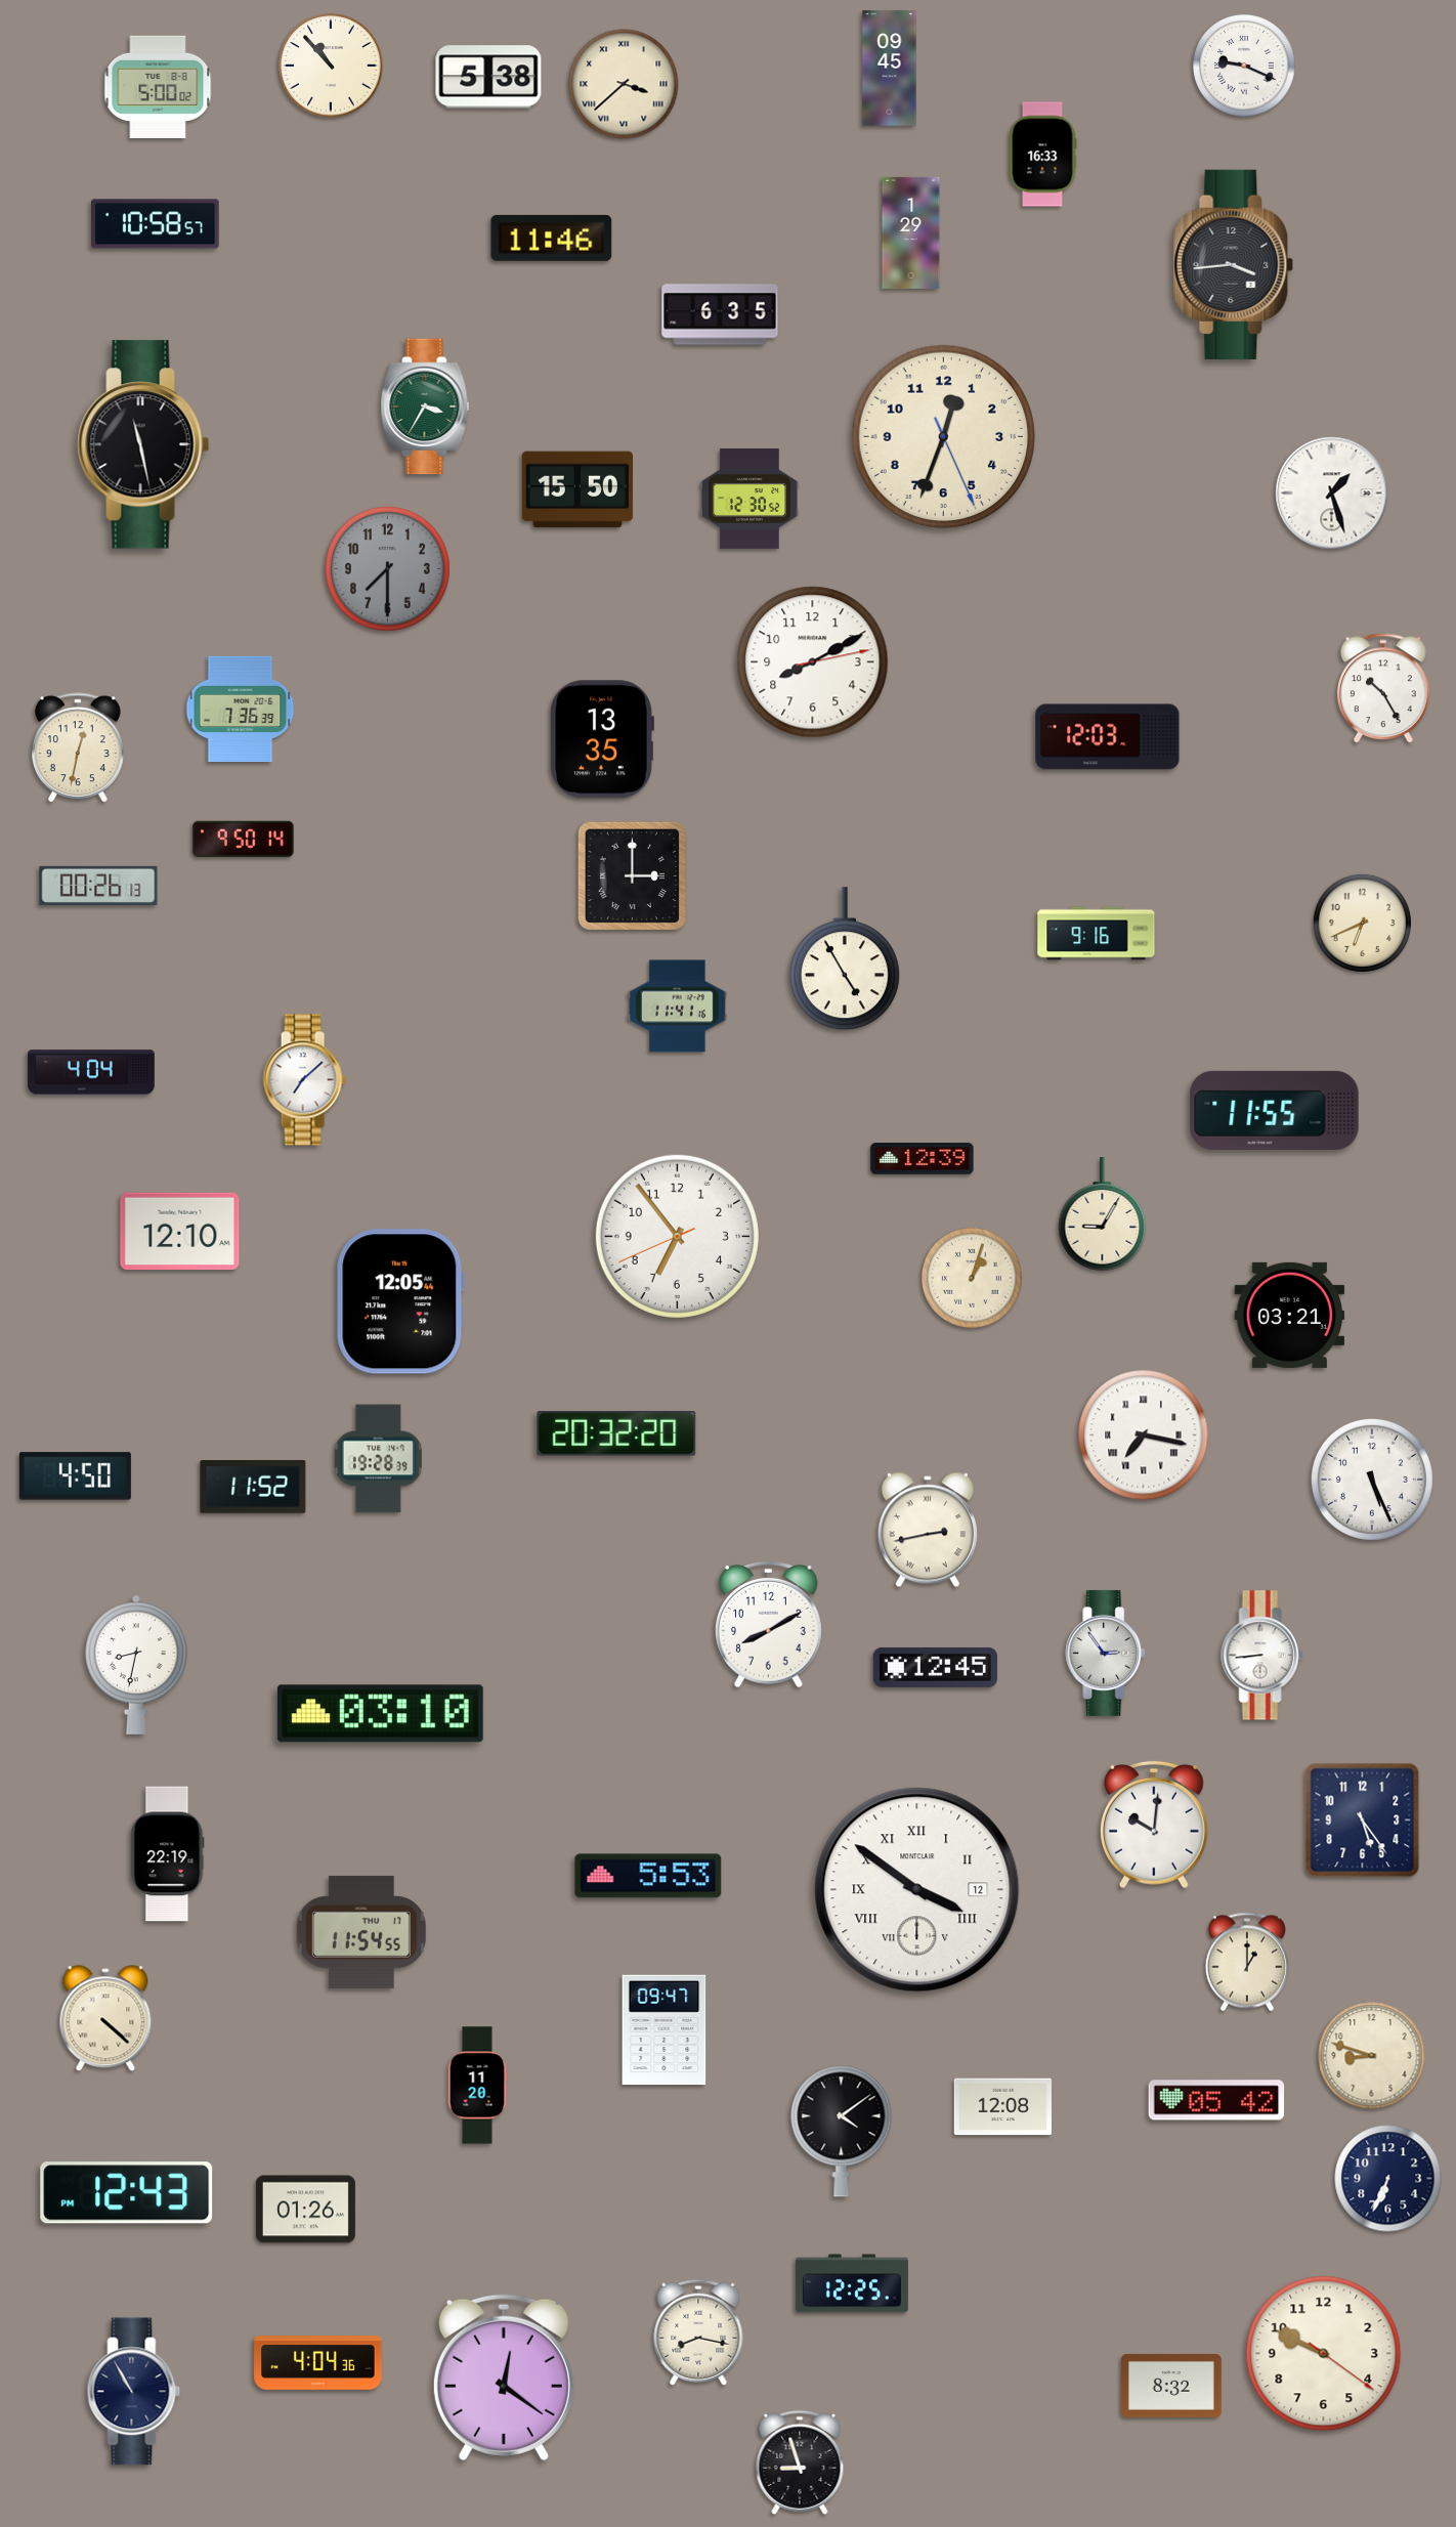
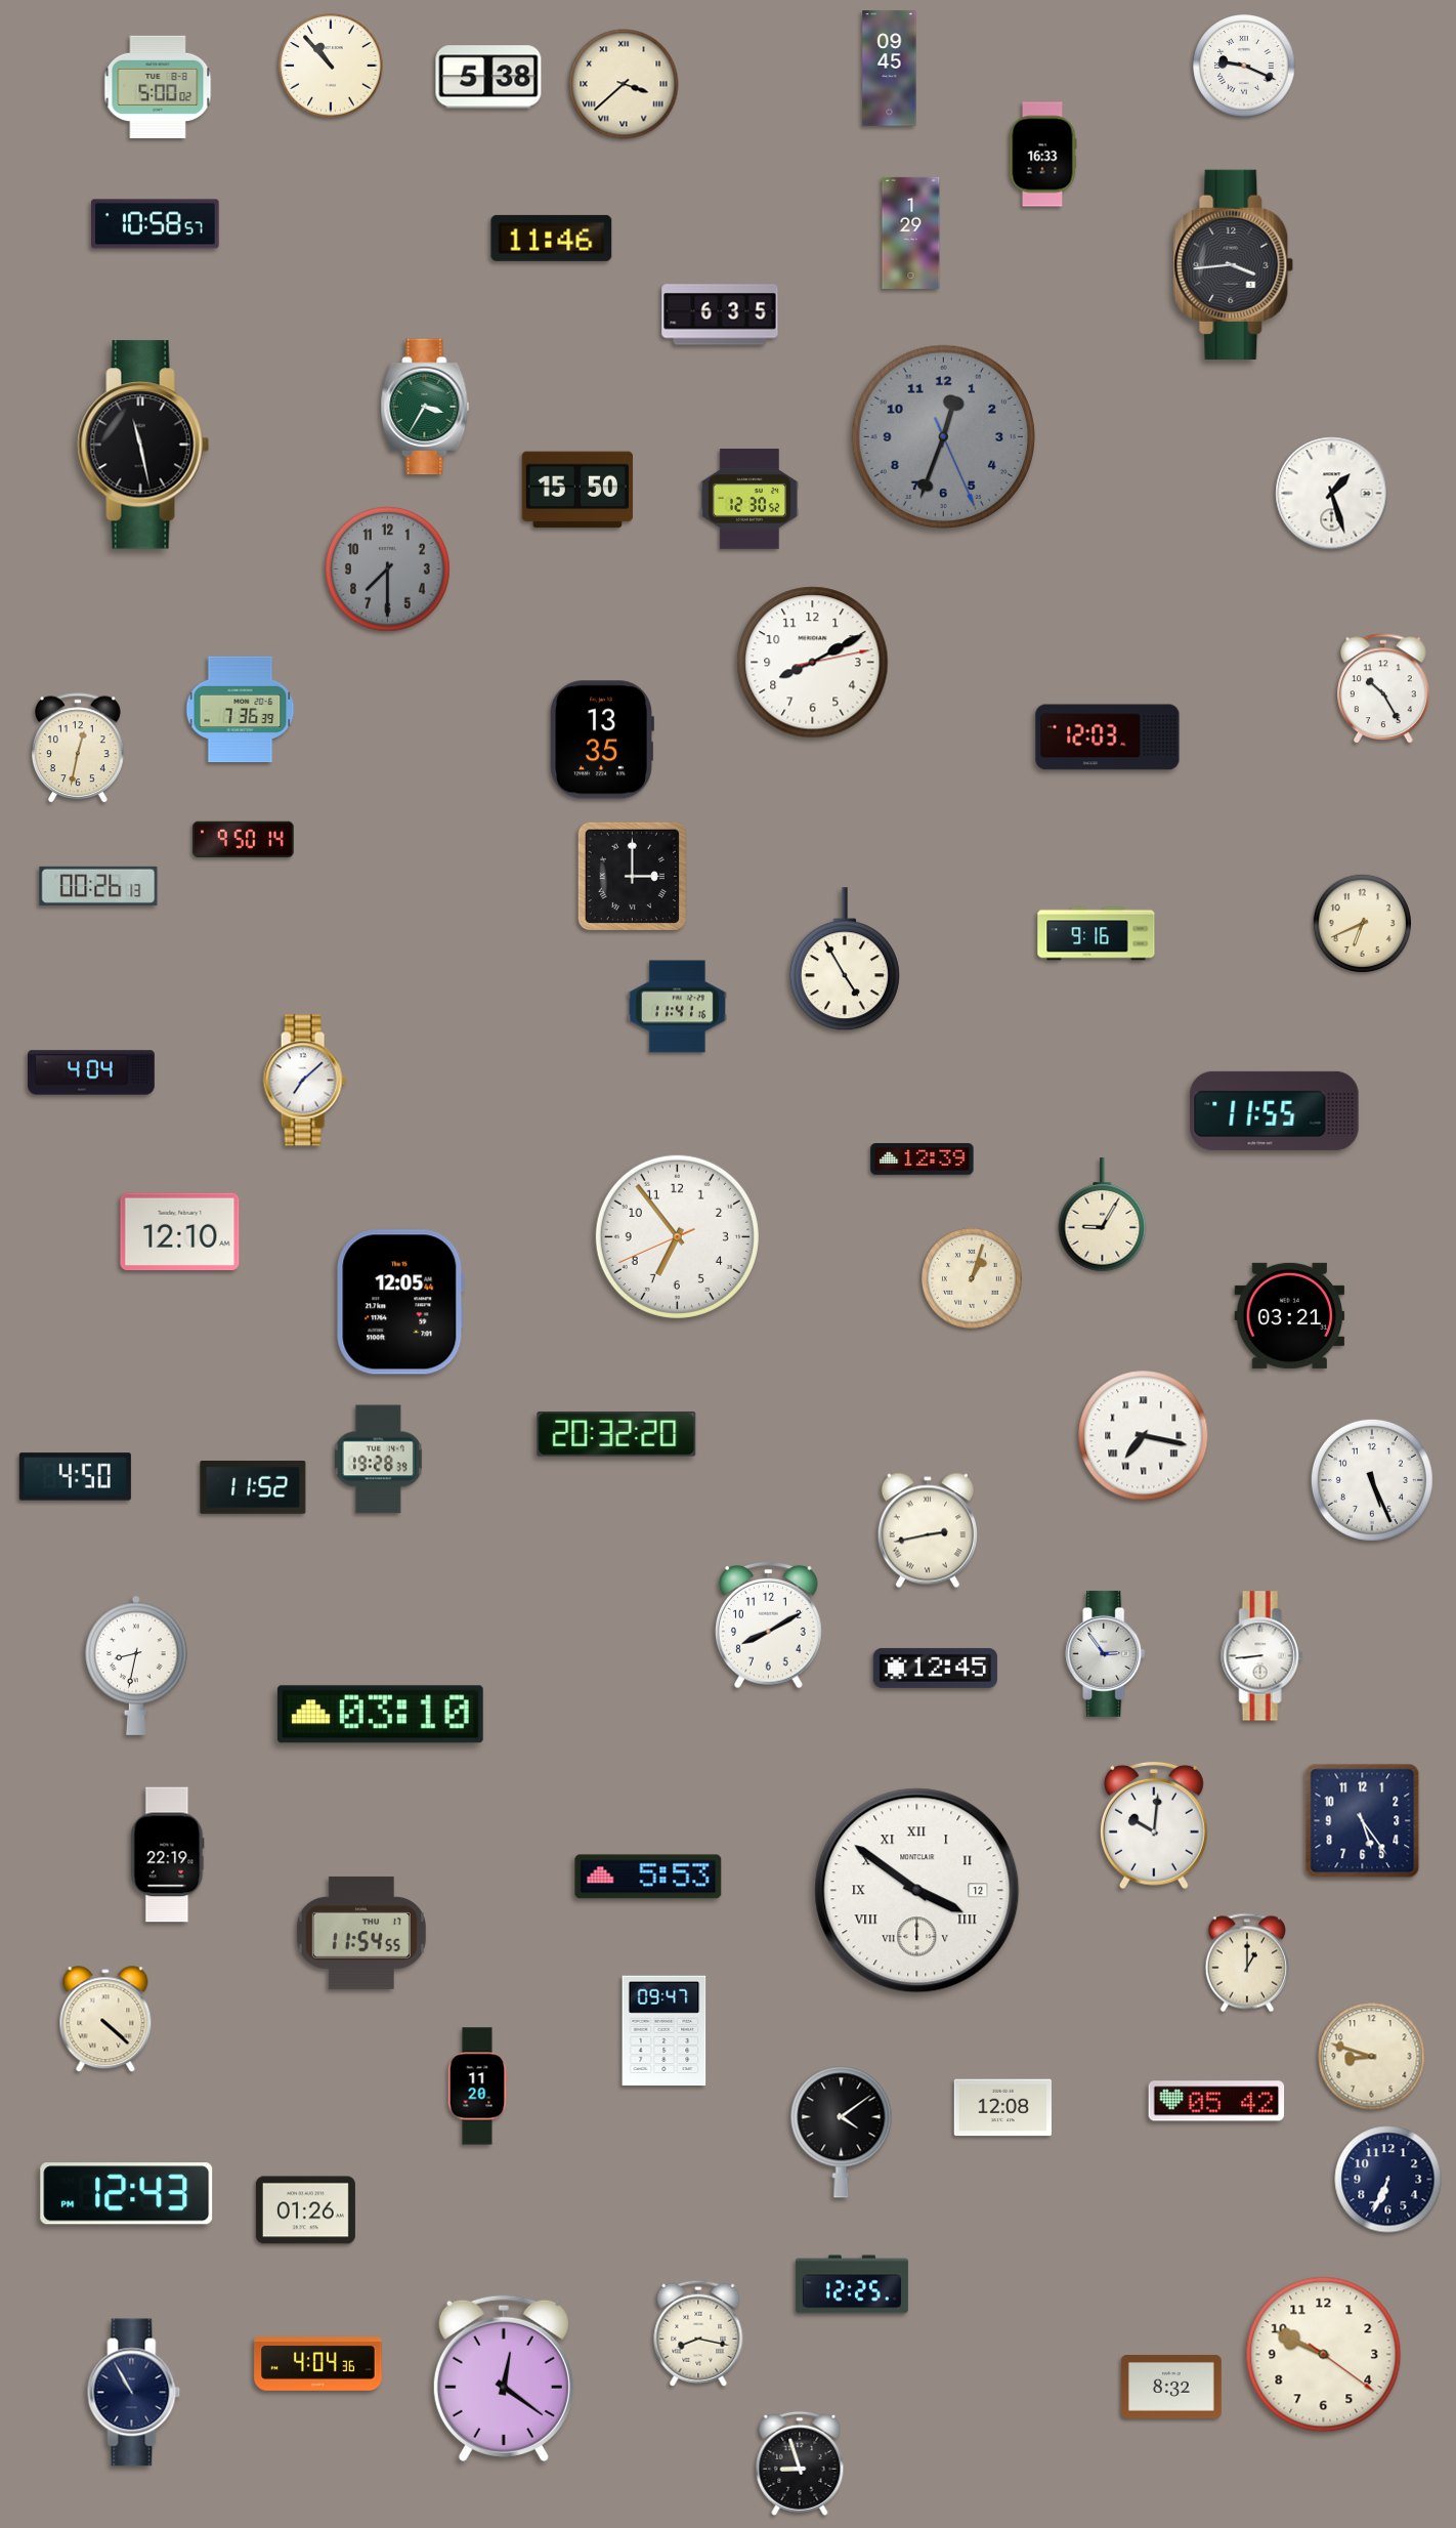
clock at (943, 436) dial: cream -> grey
